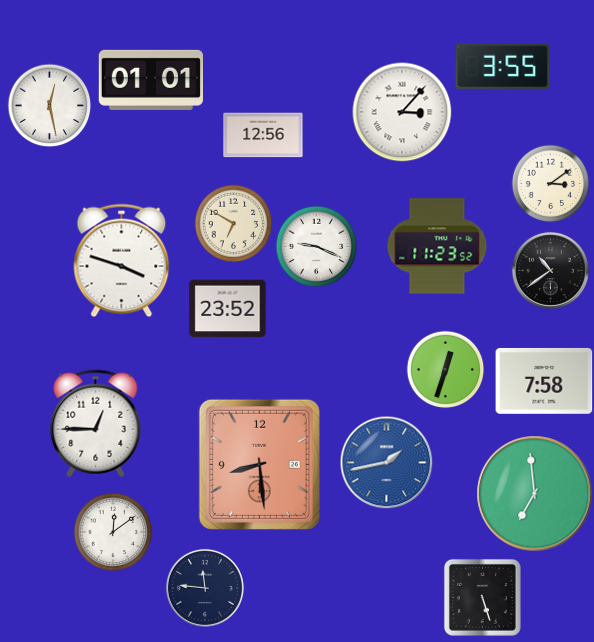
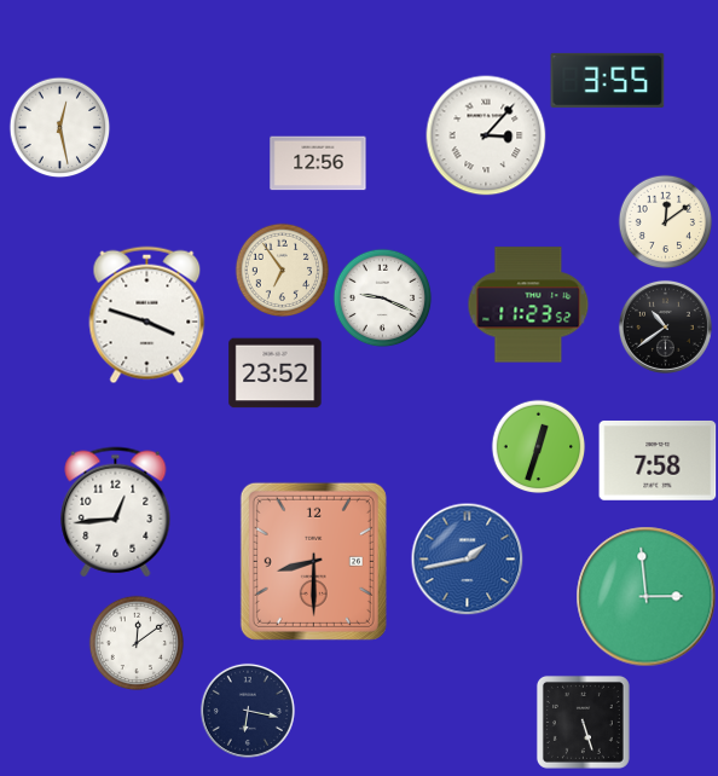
clock at (150, 80): 01:01 -> none
clock at (550, 183): 3:09 -> 12:09
clock at (233, 223): 6:50 -> 6:54
clock at (437, 246) position: (437, 246) -> (528, 305)
clock at (96, 424): 12:45 -> 12:44
clock at (259, 464): 8:29 -> 8:30
clock at (535, 494): 6:59 -> 2:59
clock at (205, 588): 11:46 -> 6:17
